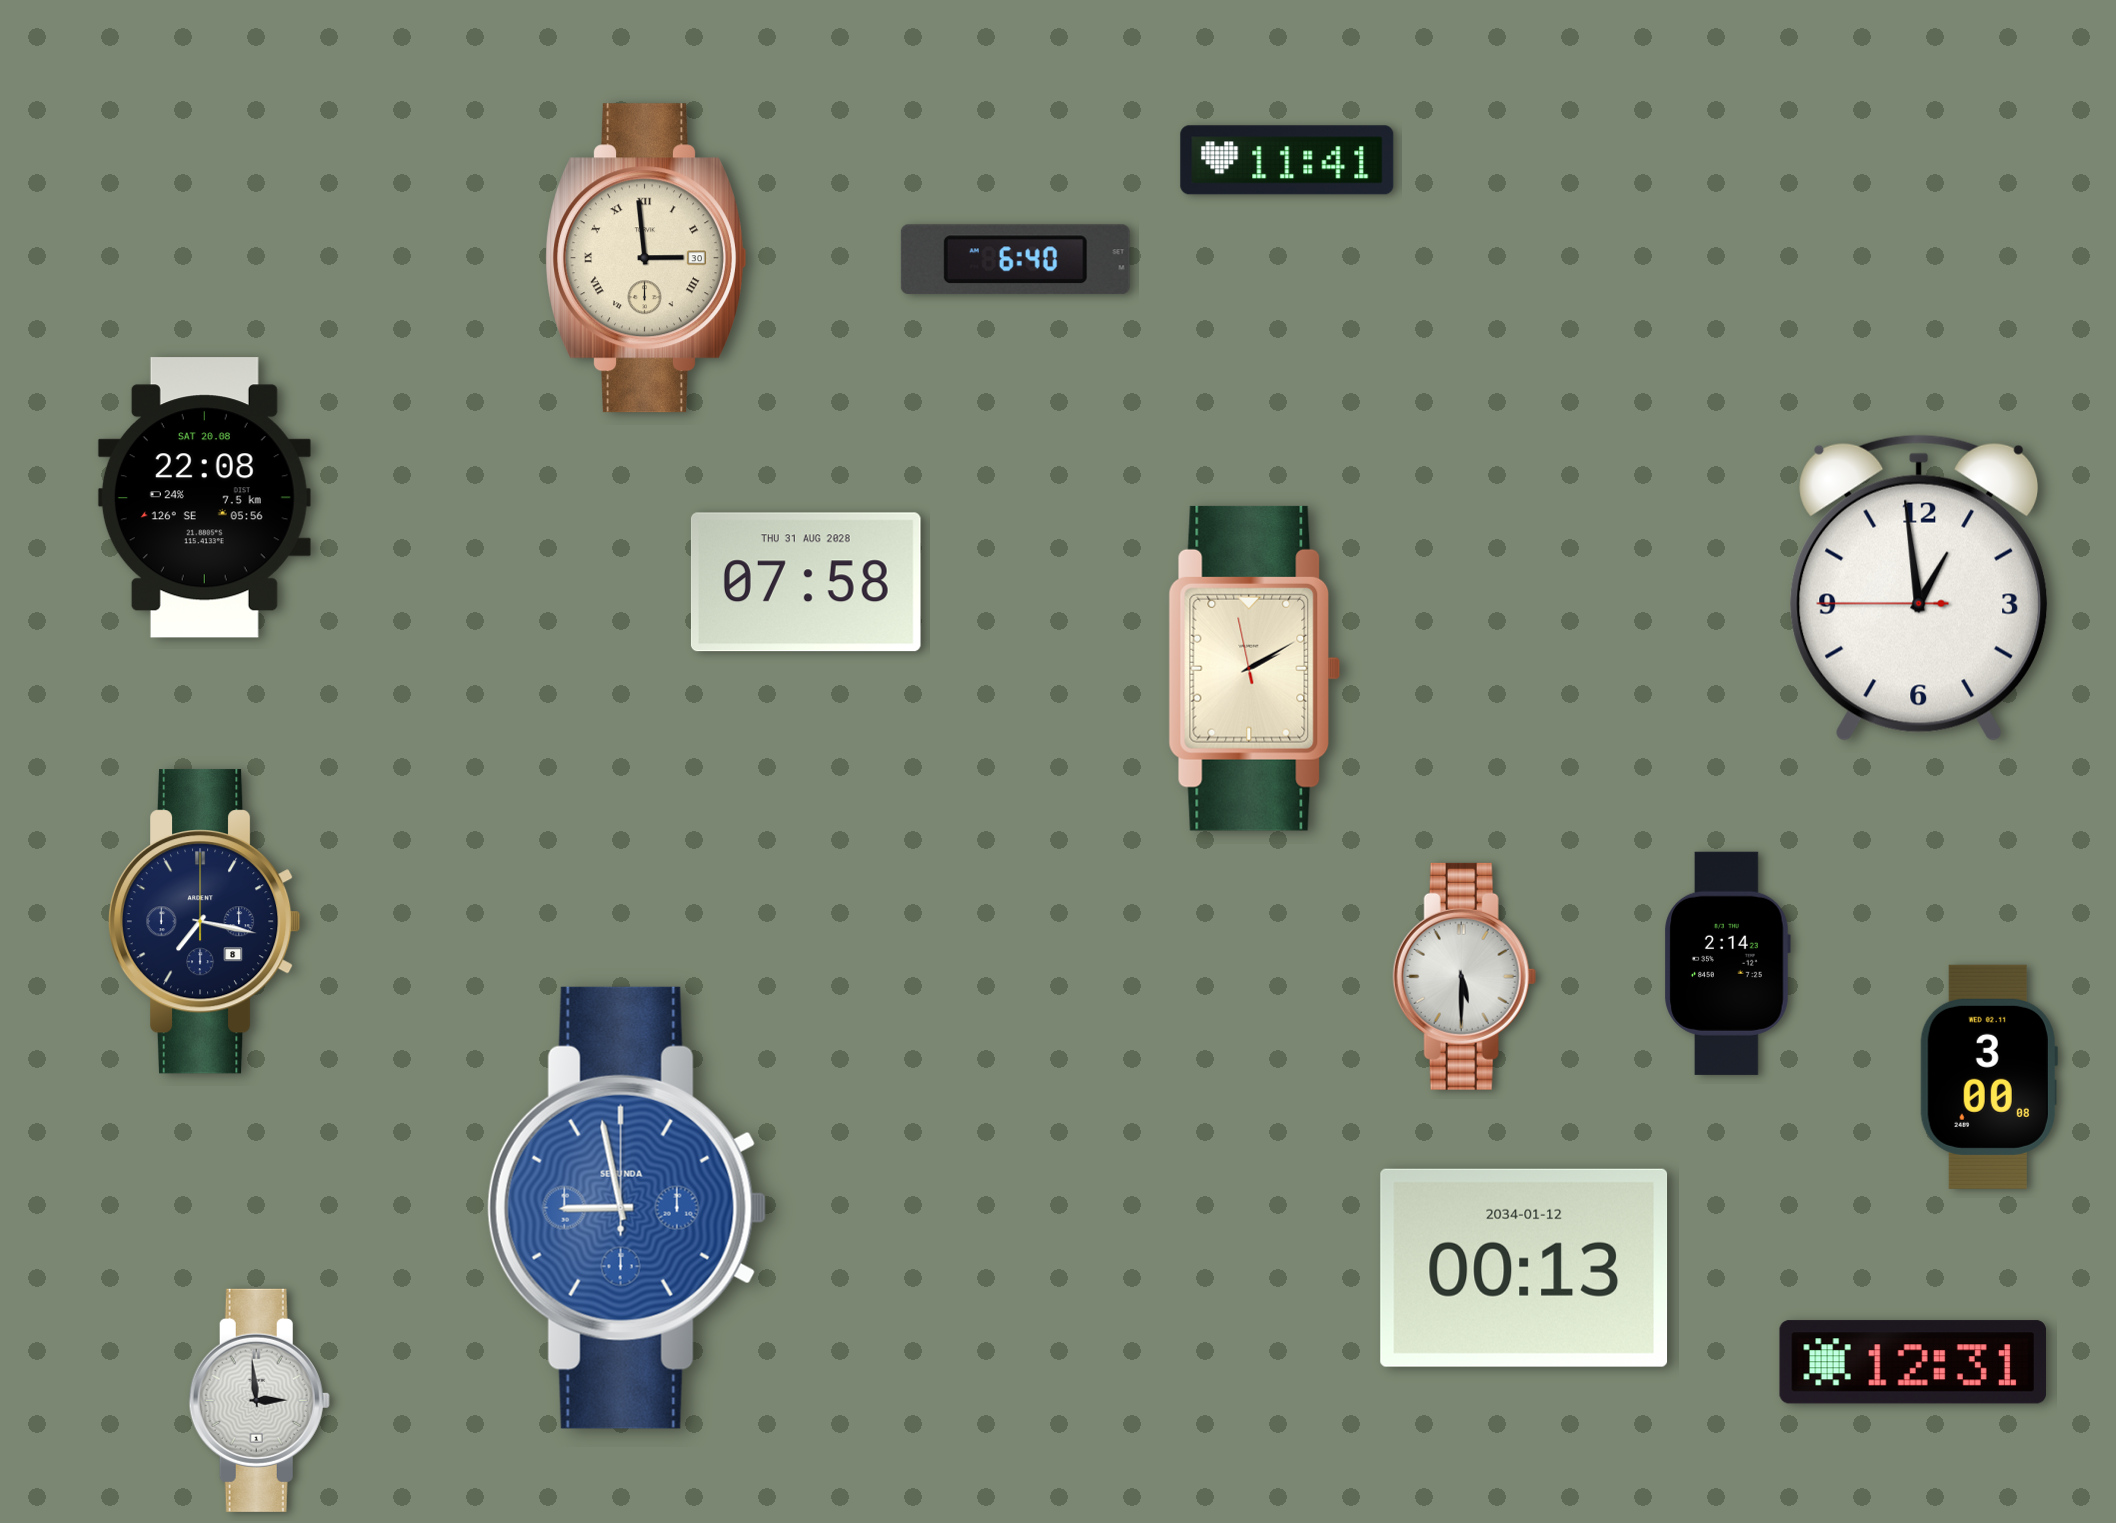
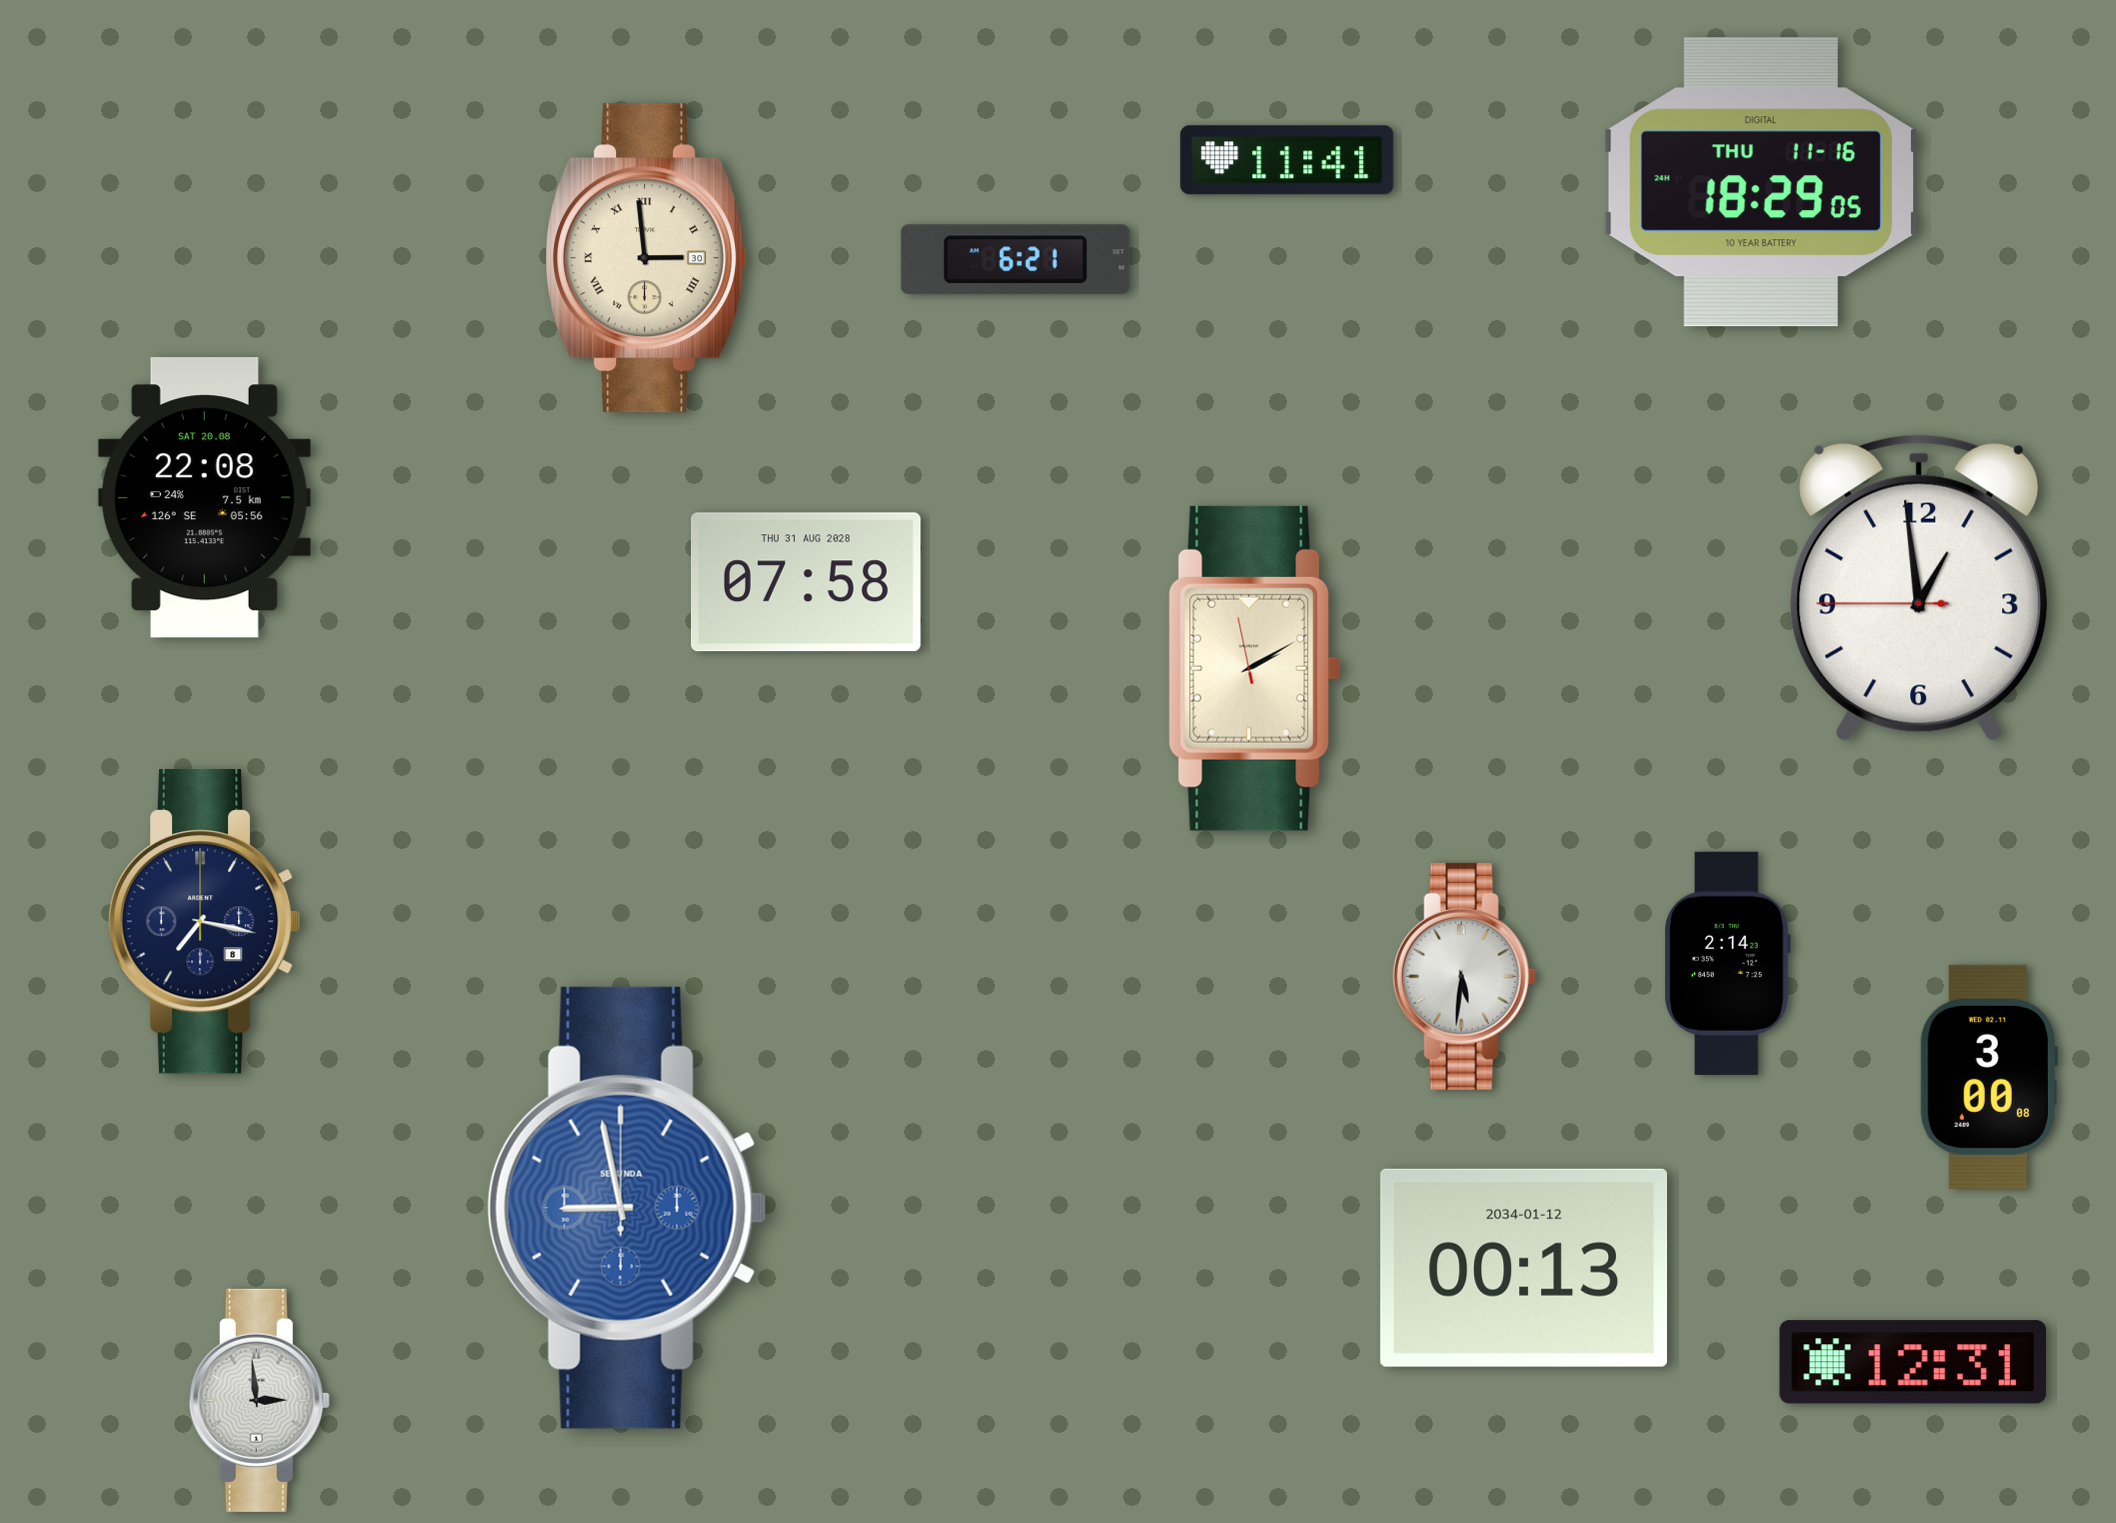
clock at (1761, 182): none -> 18:29
clock at (1015, 260): 6:40 -> 6:21
clock at (1464, 976): 5:30 -> 5:31
